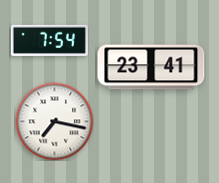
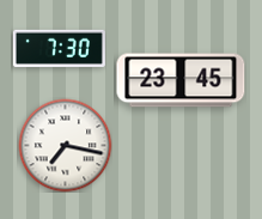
clock at (49, 40): 7:54 -> 7:30
clock at (151, 67): 23:41 -> 23:45
